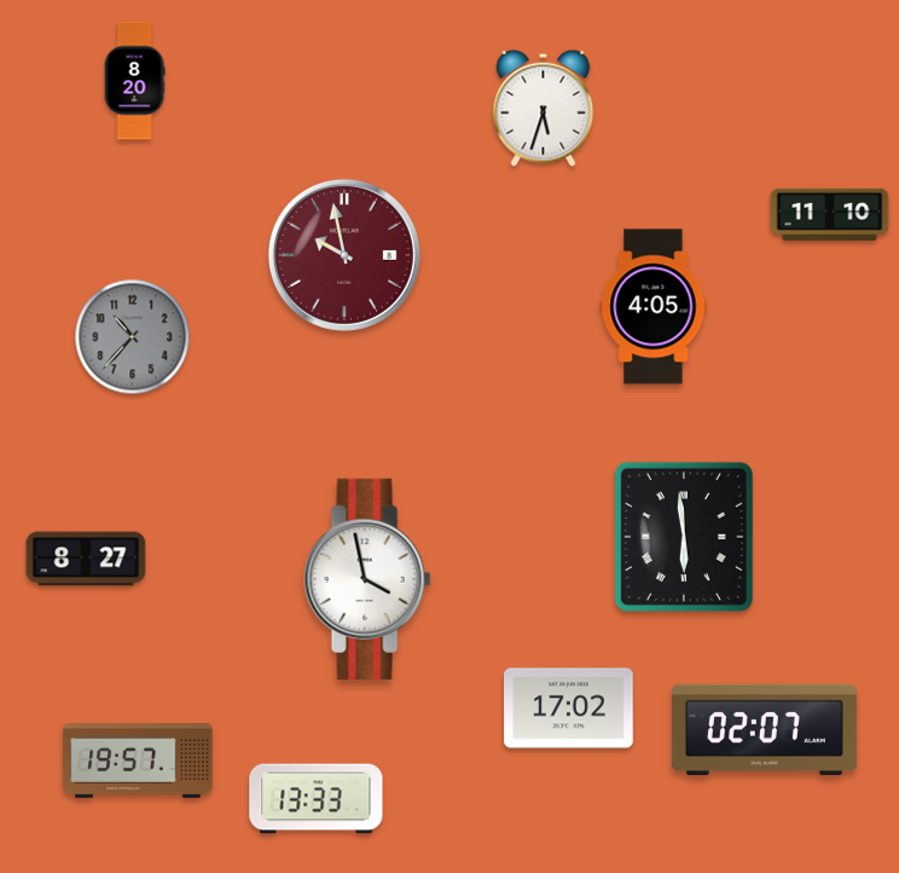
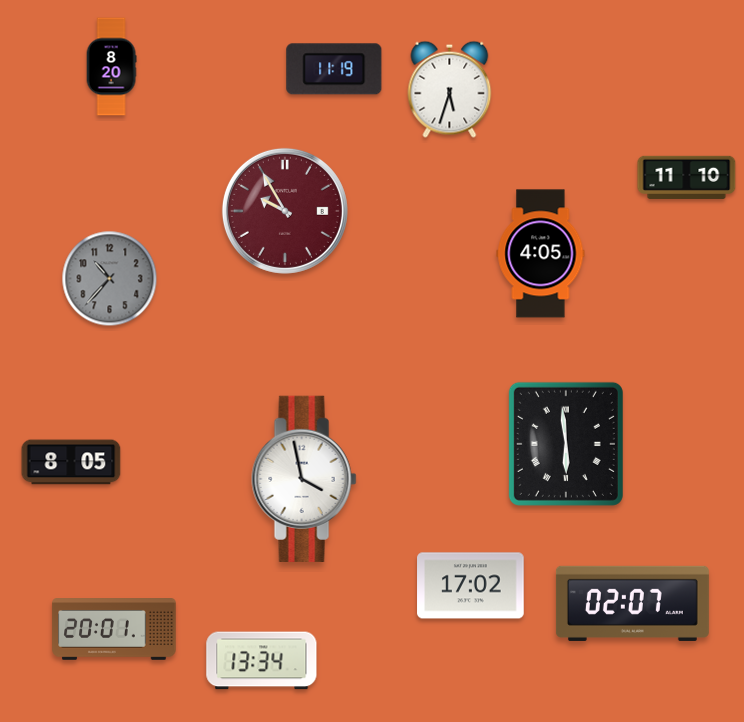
clock at (334, 69): none -> 11:19
clock at (344, 255): 9:58 -> 9:55
clock at (86, 559): 8:27 -> 8:05
clock at (138, 762): 19:57 -> 20:01
clock at (317, 799): 13:33 -> 13:34
